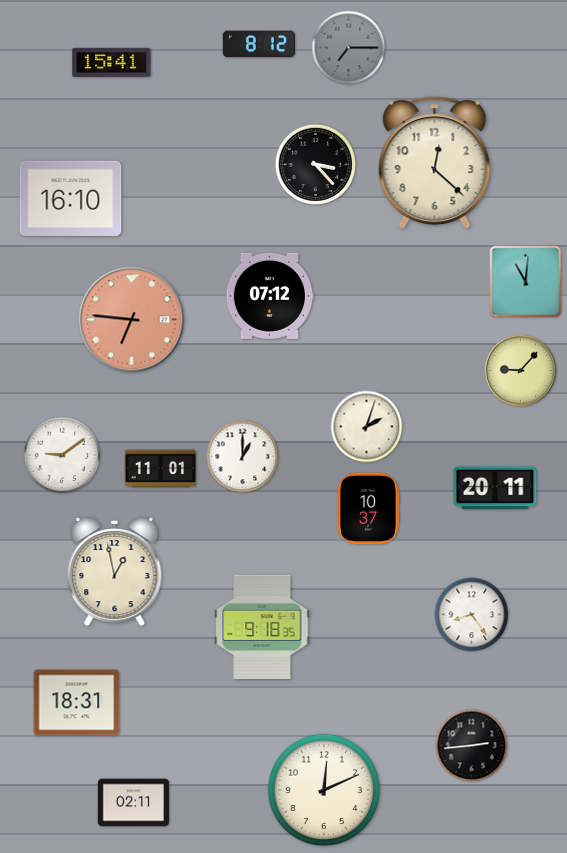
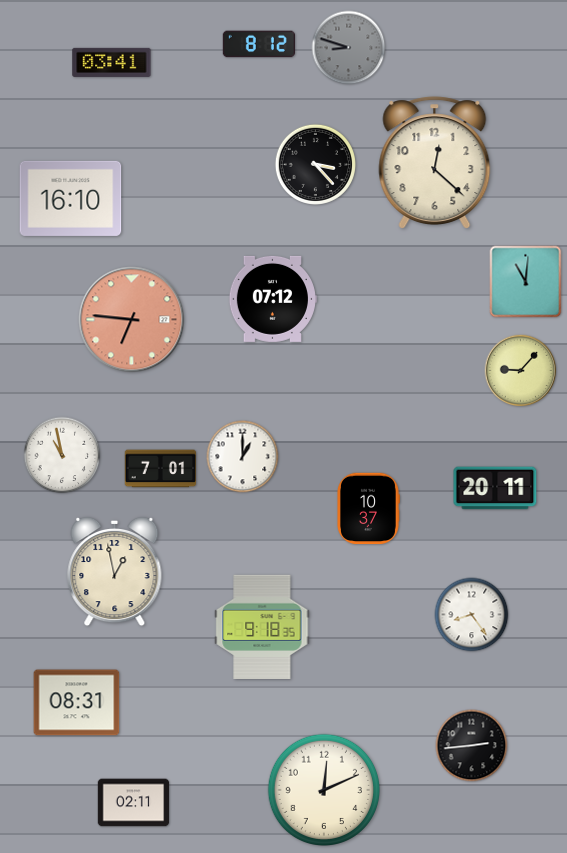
clock at (349, 48): 7:15 -> 8:48
clock at (112, 62): 15:41 -> 03:41
clock at (269, 296) position: (269, 296) -> (272, 299)
clock at (367, 427): 2:03 -> none
clock at (62, 455): 9:09 -> 10:58
clock at (161, 469): 11:01 -> 7:01
clock at (77, 703): 18:31 -> 08:31
